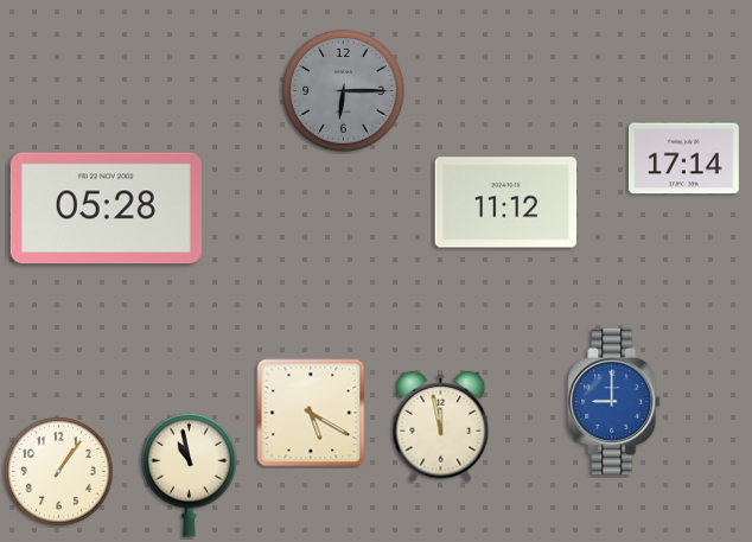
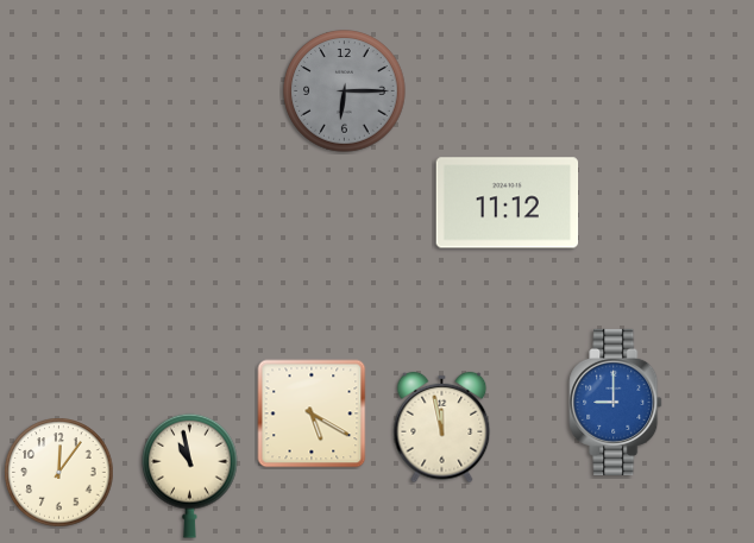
clock at (684, 159): 17:14 -> none
clock at (106, 209): 05:28 -> none
clock at (59, 472): 1:06 -> 12:06
